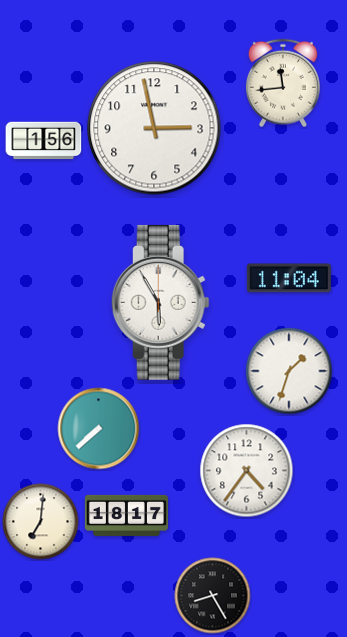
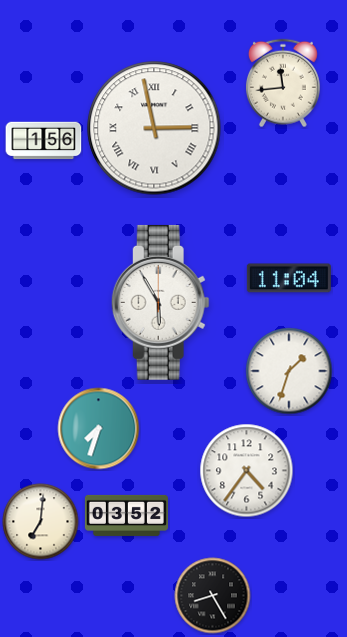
clock at (154, 128) numerals: Arabic -> Roman
clock at (99, 429): 7:38 -> 7:33
clock at (126, 515): 18:17 -> 03:52
